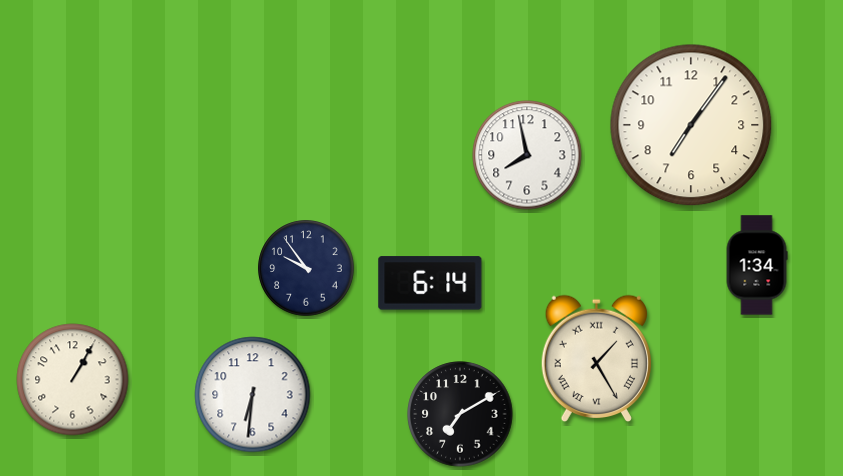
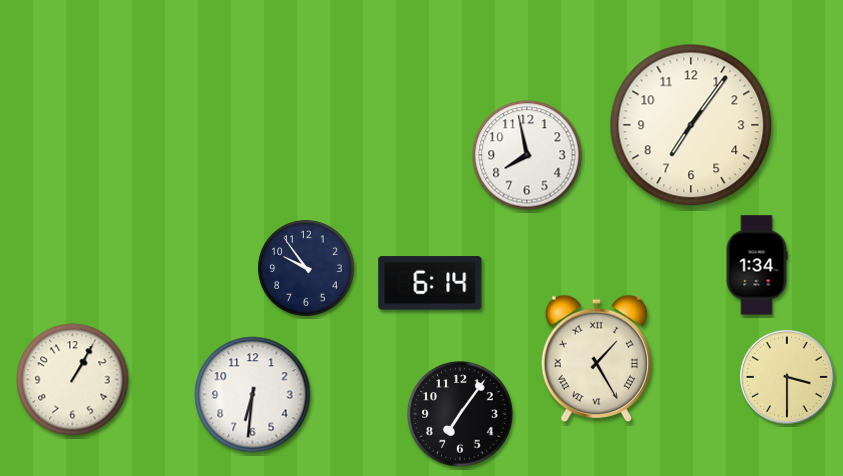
clock at (788, 378): none -> 3:30
clock at (460, 414): 7:10 -> 7:06
